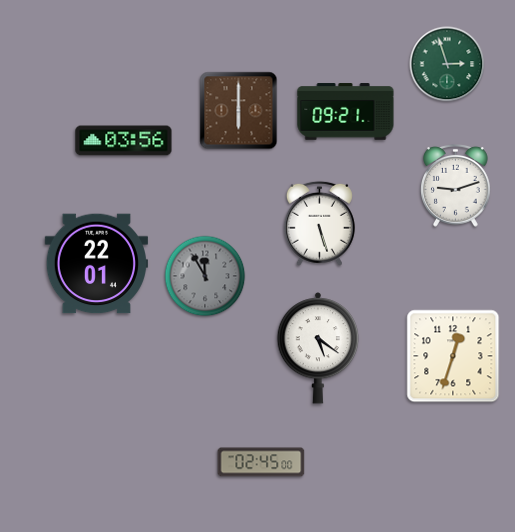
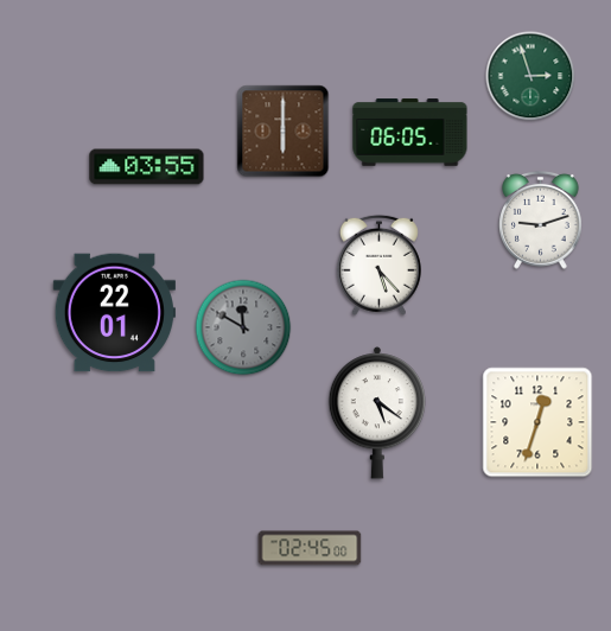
clock at (346, 112): 09:21 -> 06:05
clock at (124, 141): 03:56 -> 03:55
clock at (319, 223): 5:27 -> 5:23
clock at (205, 276): 11:55 -> 11:50
